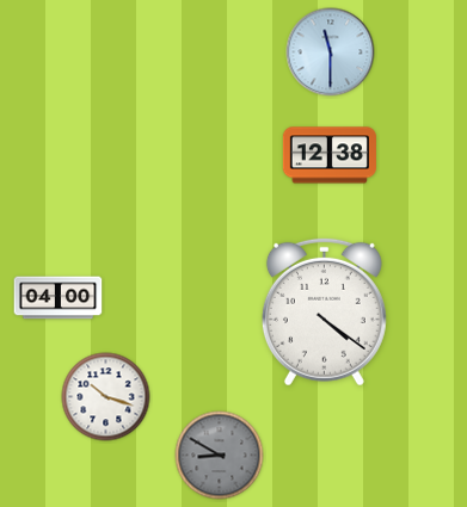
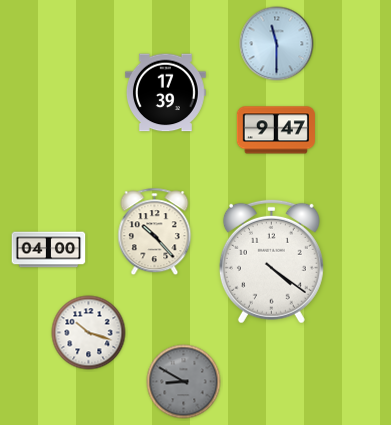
clock at (165, 93): none -> 17:39
clock at (330, 155): 12:38 -> 9:47
clock at (155, 232): none -> 10:23
